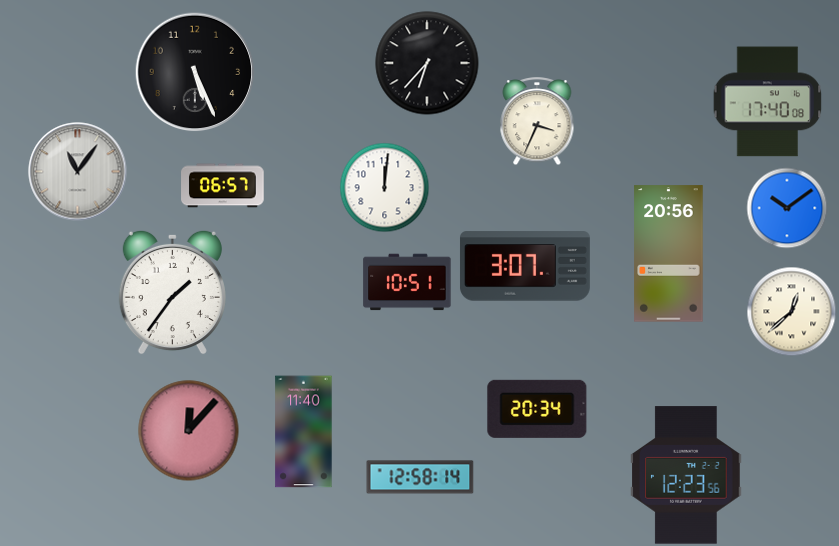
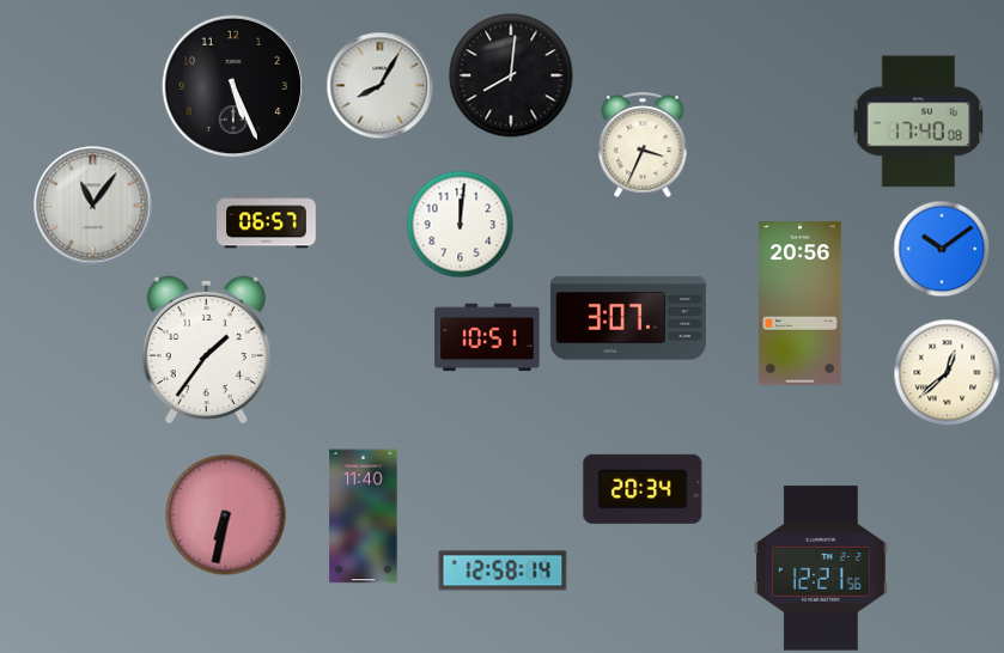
clock at (427, 63): 6:37 -> 8:01
clock at (379, 85): none -> 8:05
clock at (189, 431): 12:07 -> 6:32
clock at (686, 475): 12:23 -> 12:21
